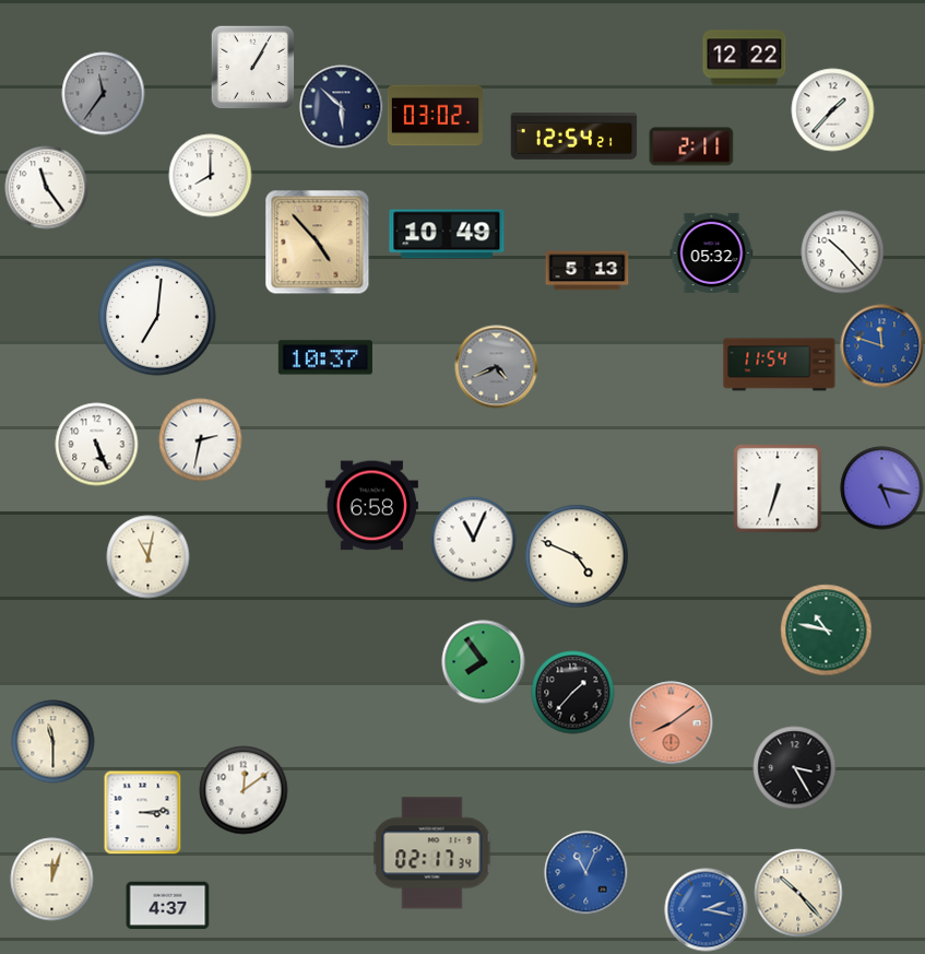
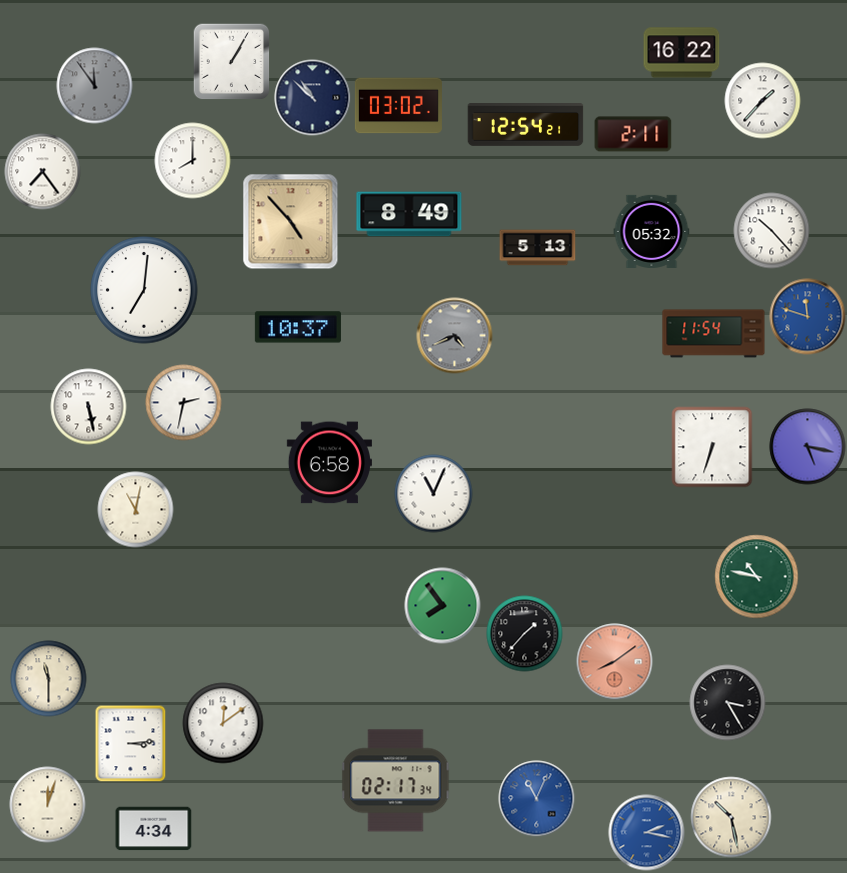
clock at (745, 58): 12:22 -> 16:22
clock at (104, 94): 11:36 -> 11:54
clock at (342, 107): 5:52 -> 10:52
clock at (47, 188): 11:24 -> 7:24
clock at (447, 234): 10:49 -> 8:49
clock at (97, 445): 5:26 -> 5:28
clock at (371, 506) position: (371, 506) -> (329, 463)
clock at (577, 556): 4:49 -> none
clock at (798, 893): 10:23 -> 10:28
clock at (168, 906): 4:37 -> 4:34
